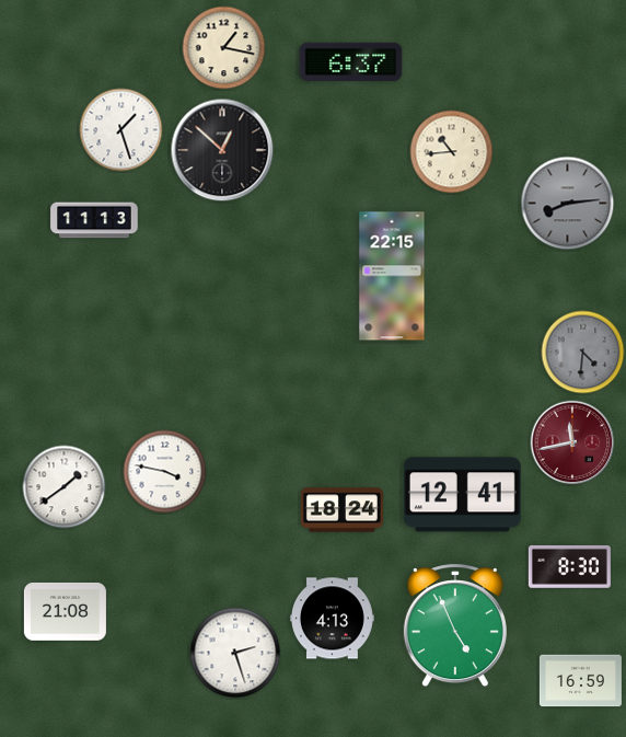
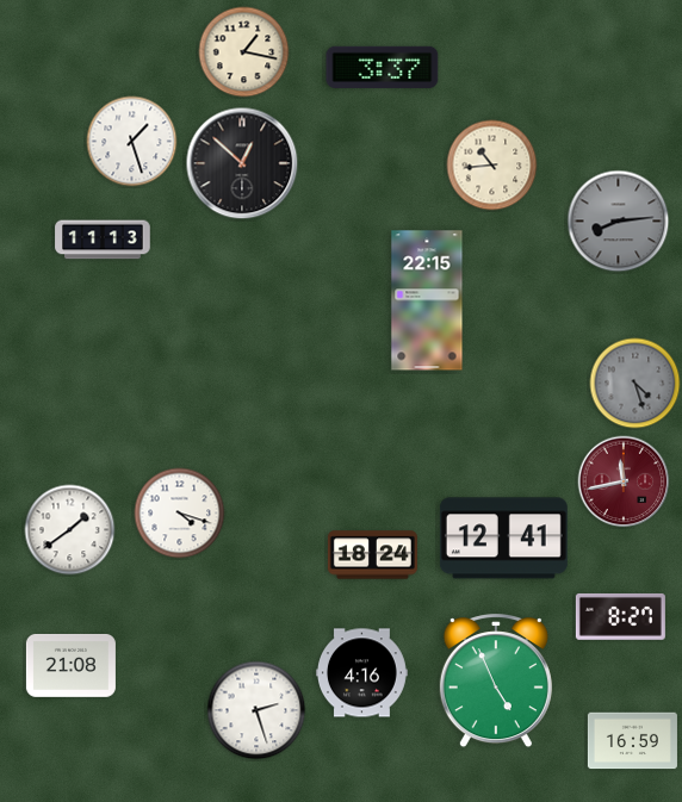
clock at (351, 61): 6:37 -> 3:37
clock at (583, 353): 4:31 -> 4:27
clock at (165, 472): 3:47 -> 4:18
clock at (569, 566): 8:30 -> 8:27
clock at (332, 619): 4:13 -> 4:16
